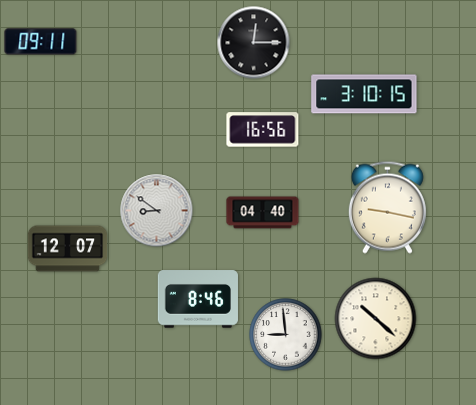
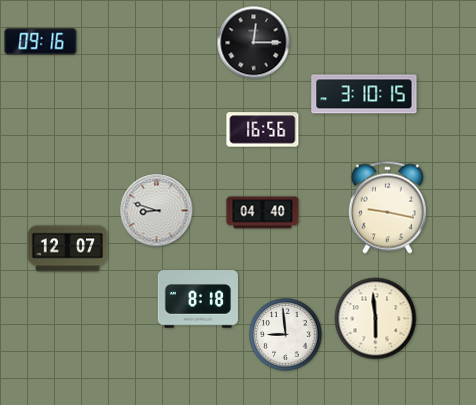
clock at (41, 42): 09:11 -> 09:16
clock at (157, 211): 8:51 -> 8:48
clock at (198, 299): 8:46 -> 8:18
clock at (376, 319): 10:22 -> 5:59
